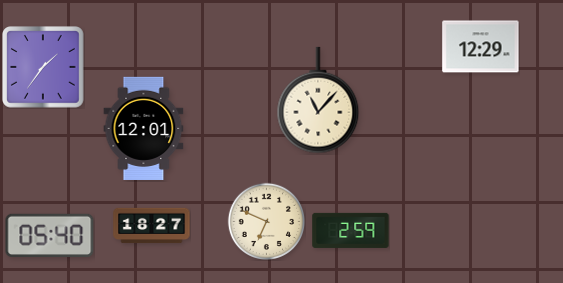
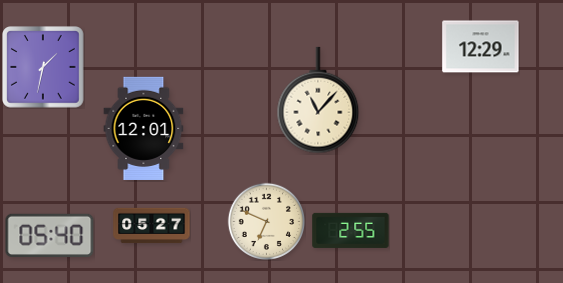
clock at (44, 68): 1:36 -> 1:32
clock at (152, 226): 18:27 -> 05:27
clock at (351, 230): 2:59 -> 2:55
